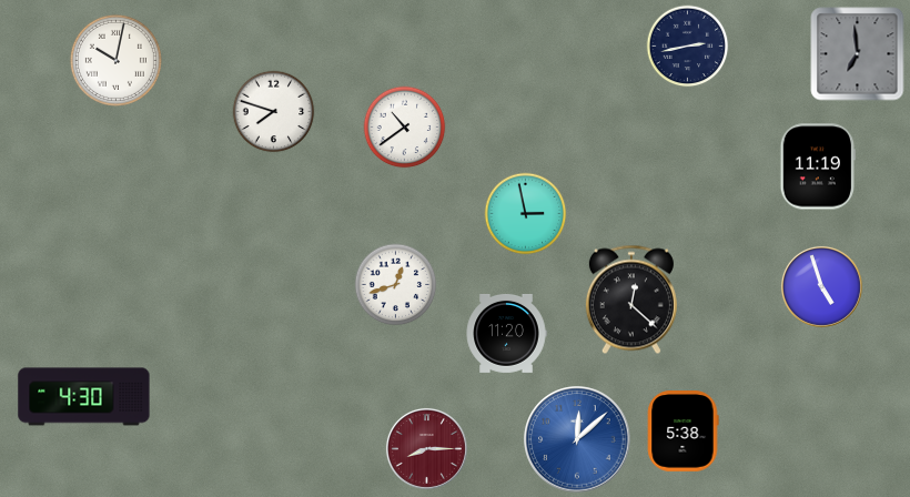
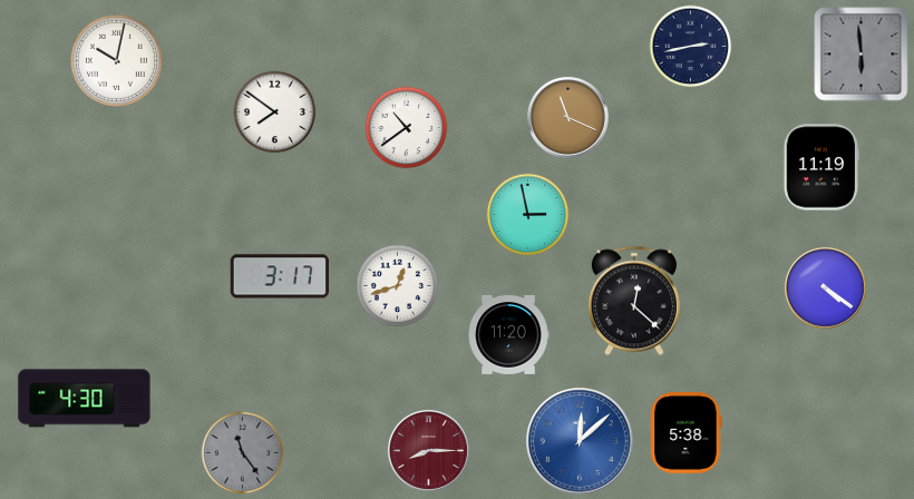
clock at (858, 54): 6:59 -> 5:59
clock at (274, 112): 7:48 -> 7:51
clock at (567, 117): none -> 11:19
clock at (280, 276): none -> 3:17
clock at (821, 286): 4:57 -> 4:21
clock at (243, 453): none -> 11:24
